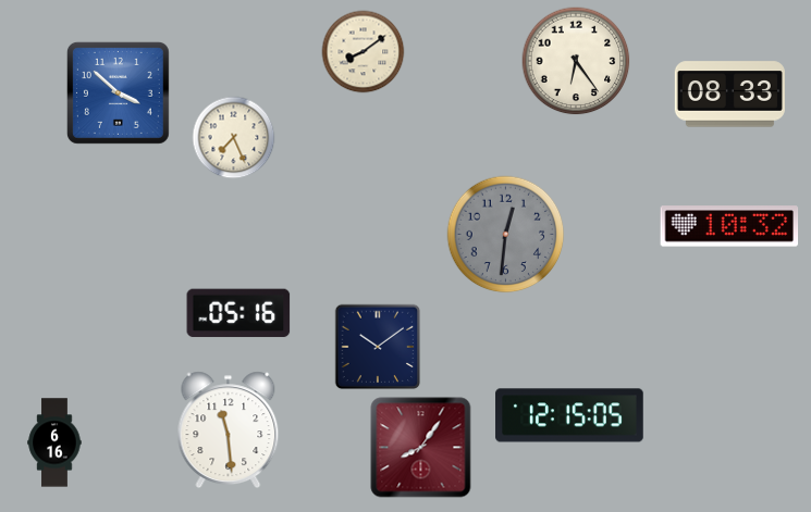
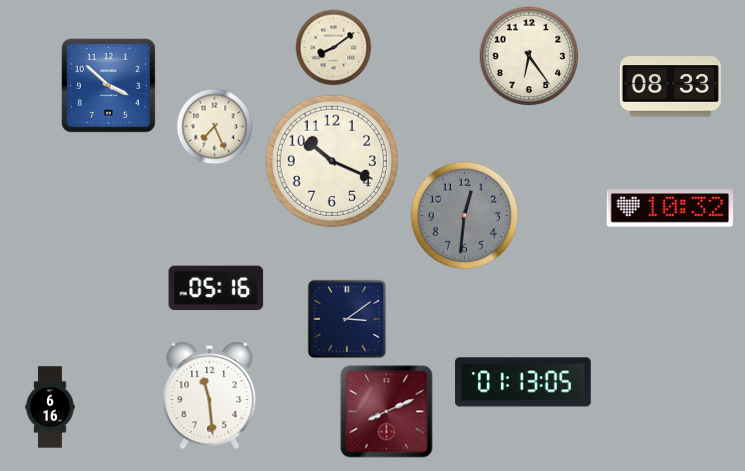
clock at (332, 161): none -> 10:19
clock at (238, 313) position: (238, 313) -> (216, 288)
clock at (378, 347): 10:09 -> 3:09
clock at (569, 415): 12:15 -> 01:13
clock at (421, 448): 8:06 -> 8:11
